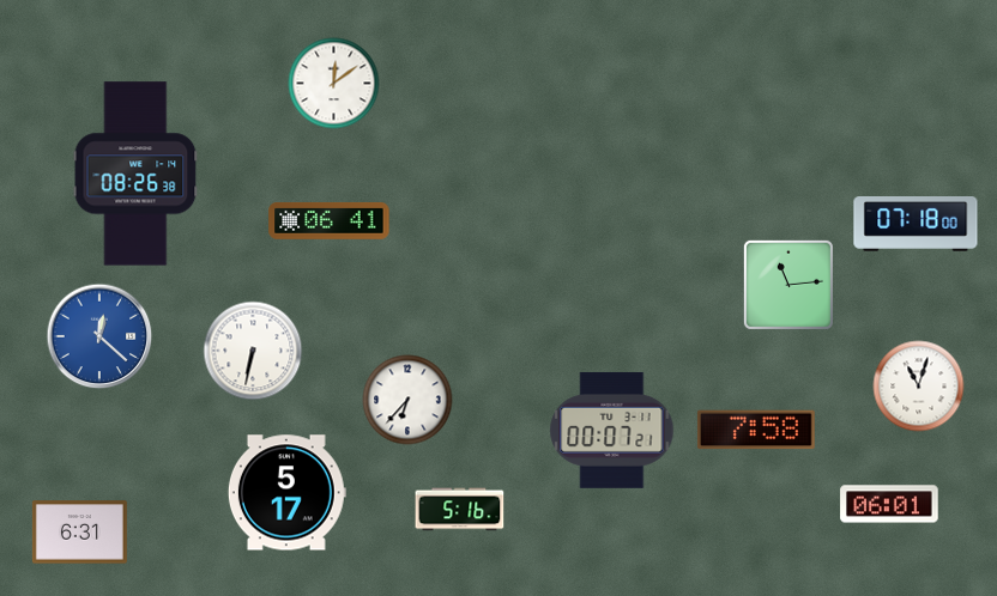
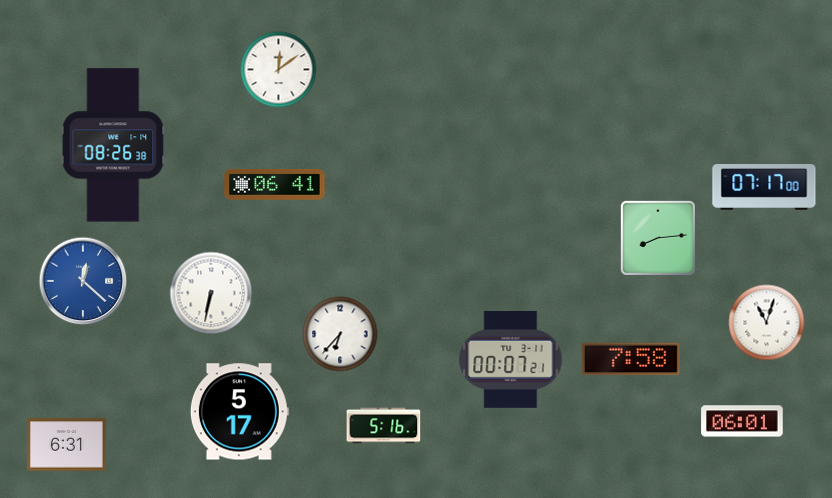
clock at (916, 225): 07:18 -> 07:17
clock at (788, 285): 11:14 -> 8:14
